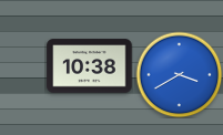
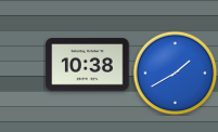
clock at (179, 74): 3:40 -> 1:40
